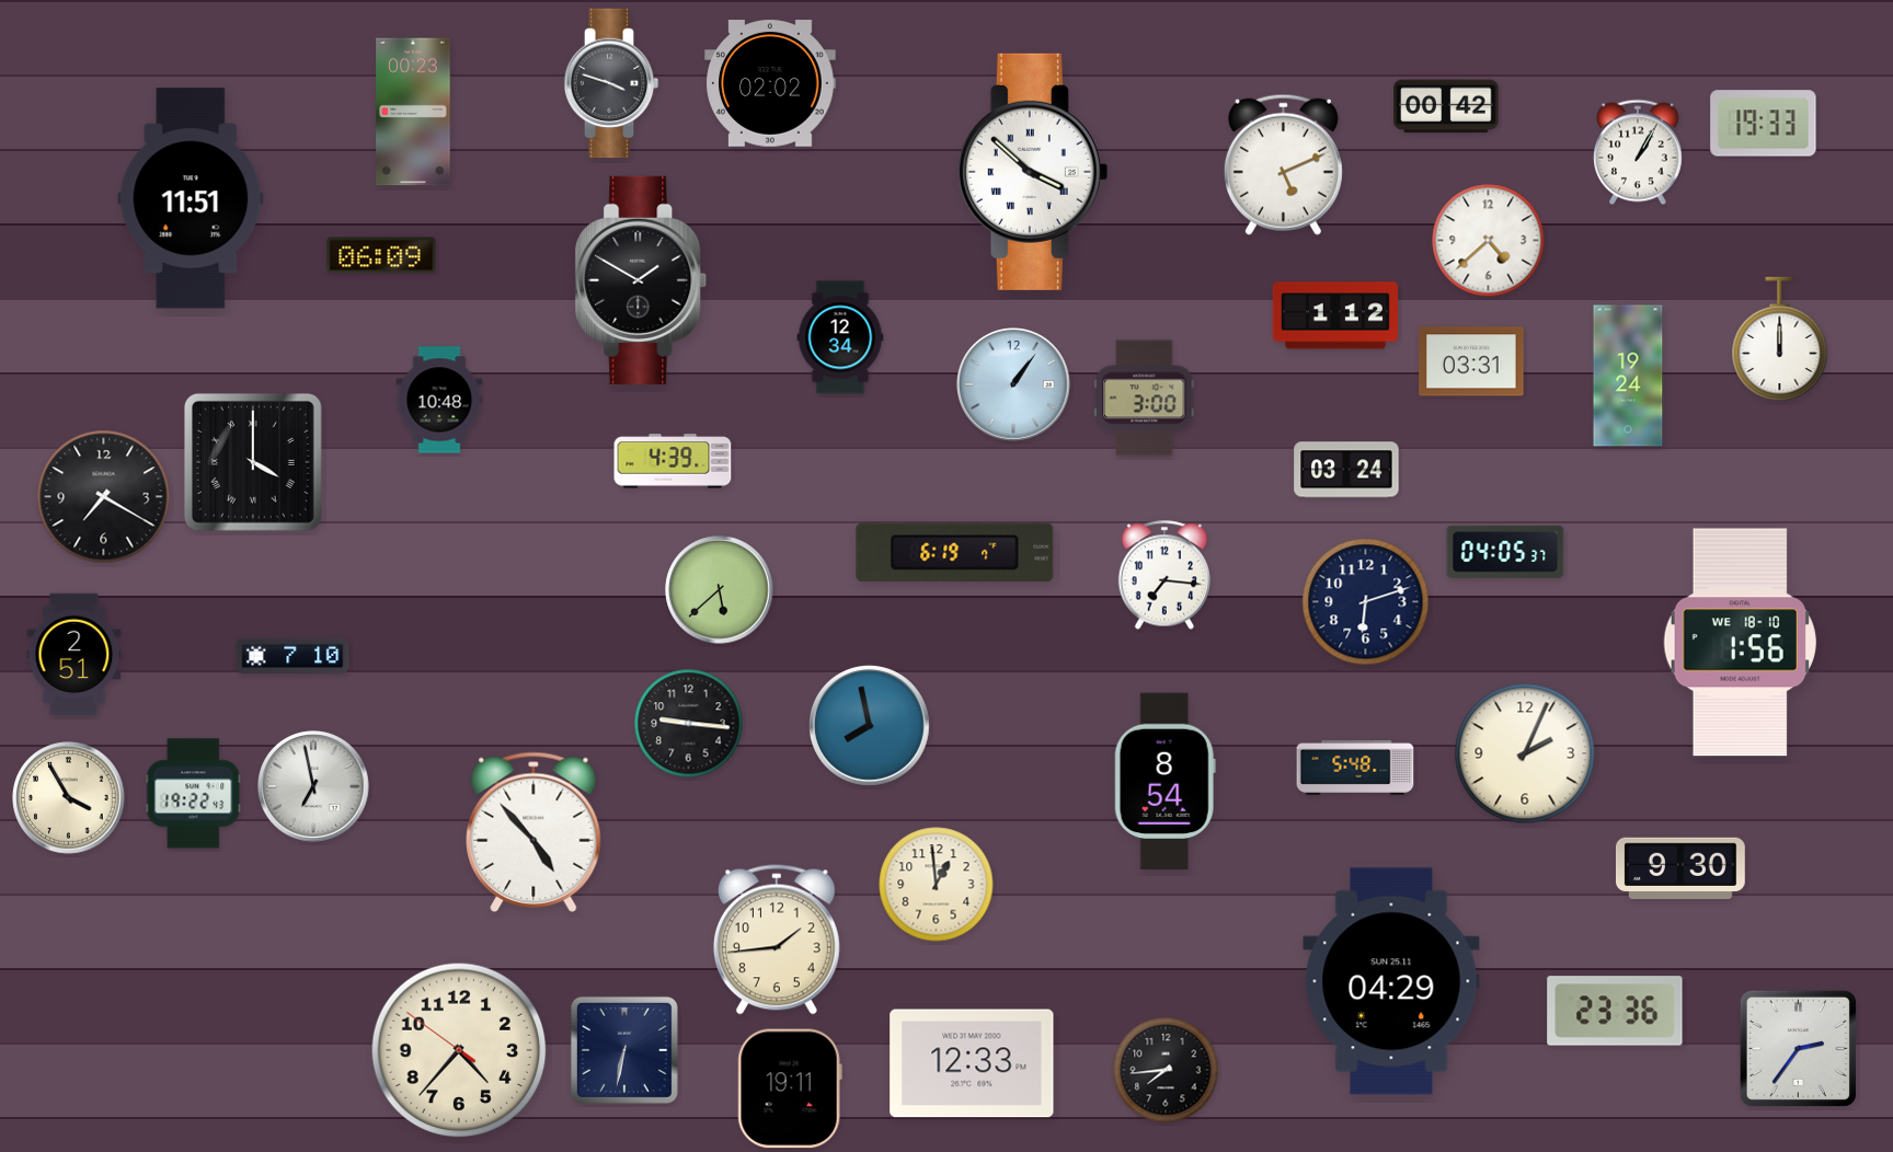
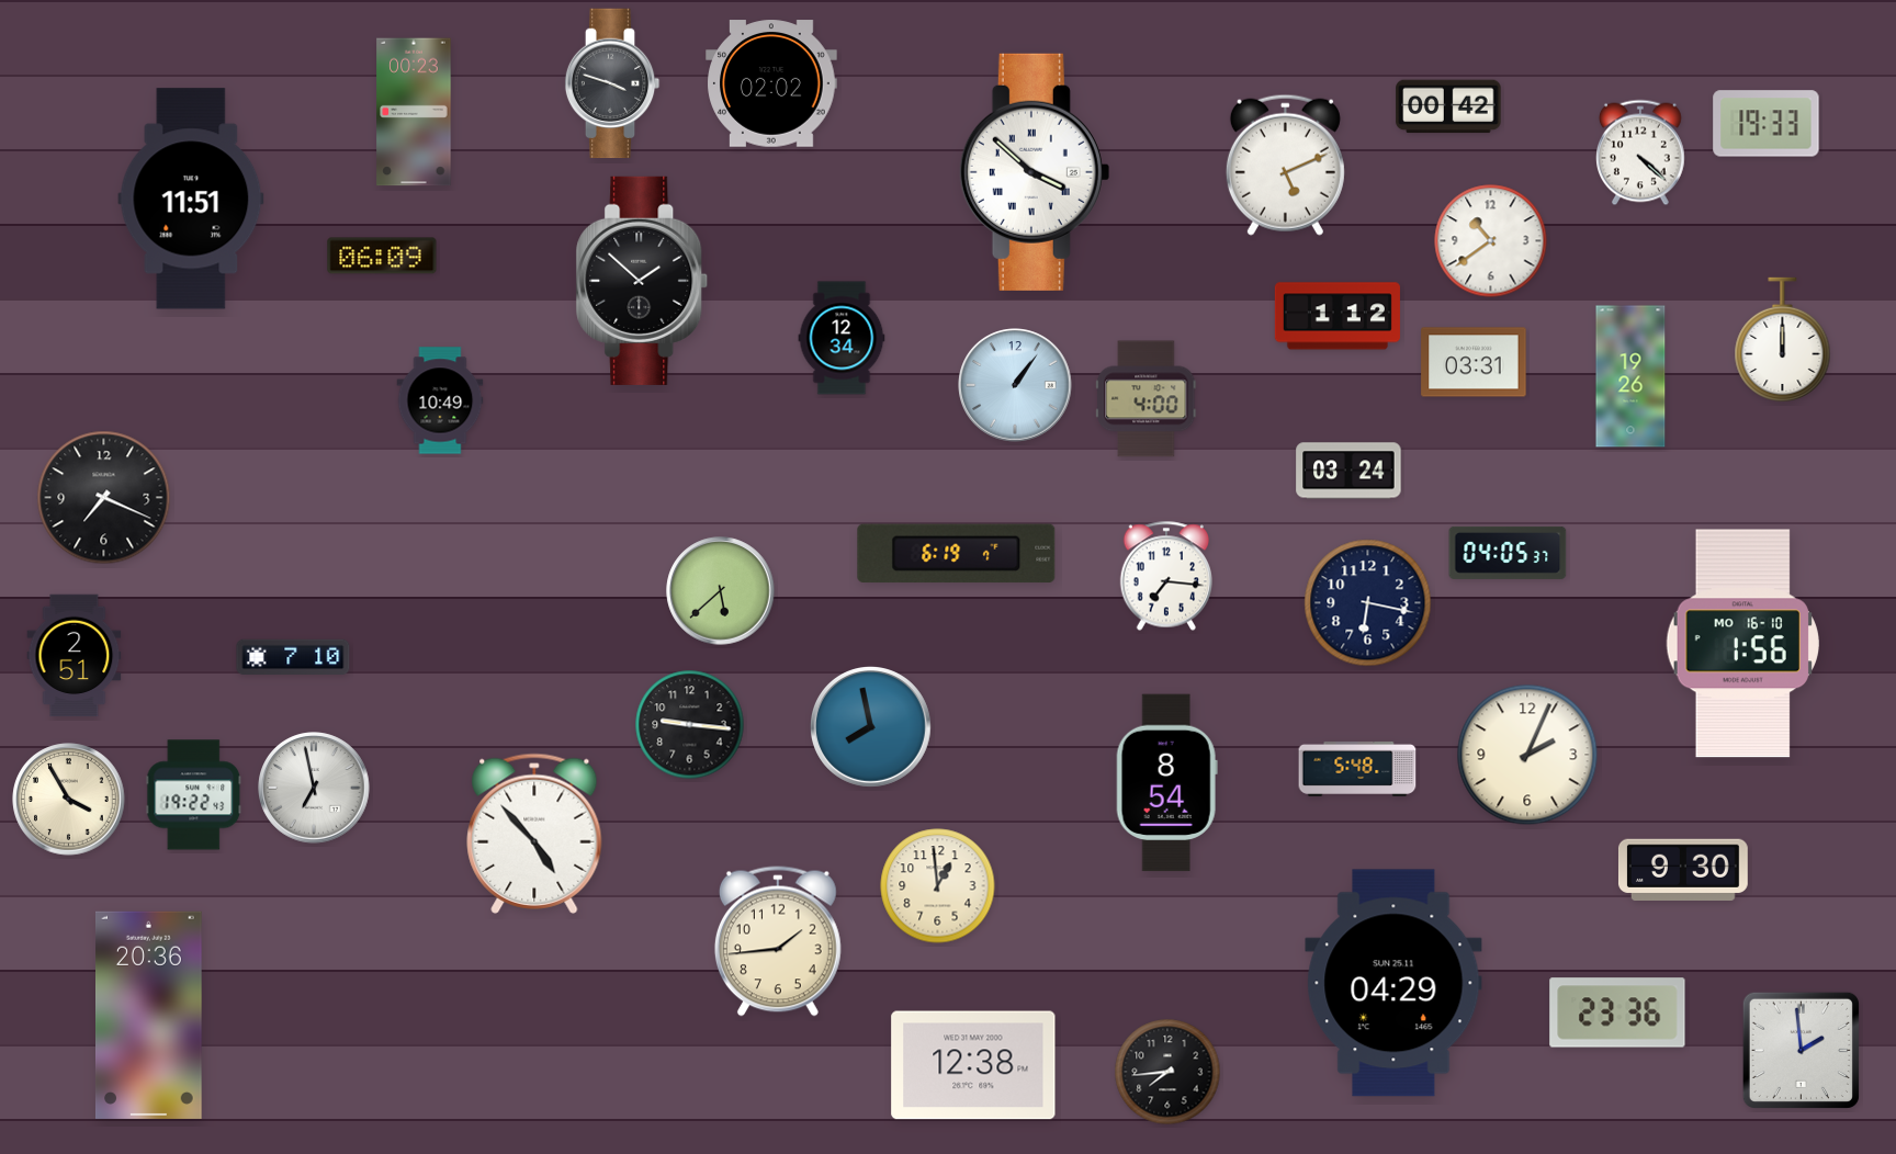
clock at (1639, 152): 1:05 -> 4:22
clock at (1489, 241): 4:38 -> 10:39
clock at (641, 280): 1:50 -> 1:52
clock at (1628, 376): 19:24 -> 19:26
clock at (1145, 399): 3:00 -> 4:00
clock at (439, 400): 10:48 -> 10:49
clock at (673, 461): 4:39 -> none
clock at (253, 462): 4:00 -> none
clock at (104, 497): 7:20 -> 7:19
clock at (1366, 602): 6:12 -> 6:17
clock at (1740, 643) date: WE 18-10 -> MO 16-10
clock at (149, 1015): none -> 20:36
clock at (1798, 1048): 2:36 -> 1:59
clock at (459, 1050): 4:36 -> none
clock at (624, 1050): 6:32 -> none
clock at (972, 1063): 12:33 -> 12:38
clock at (790, 1088): 19:11 -> none
